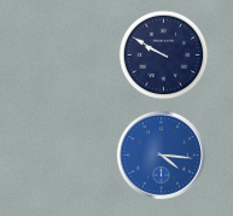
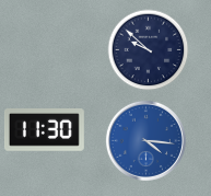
clock at (164, 56): 9:50 -> 9:52
clock at (44, 130): none -> 11:30
